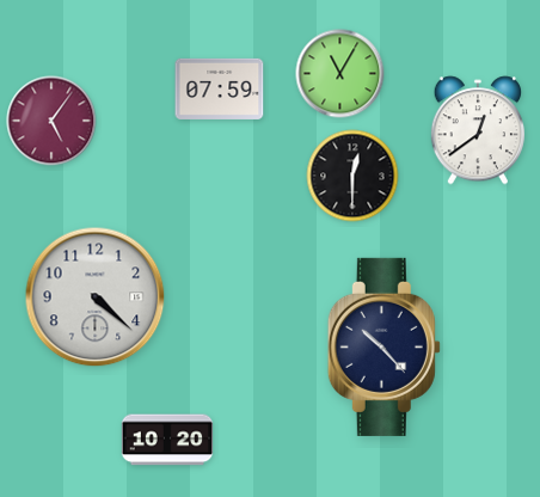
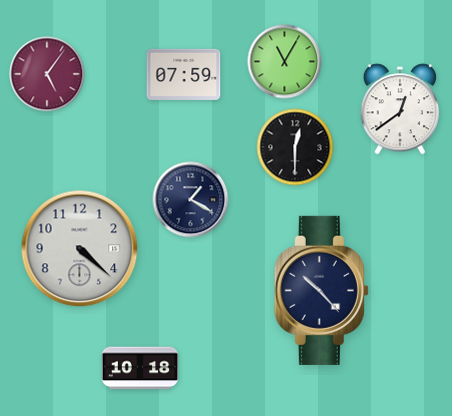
clock at (51, 121) position: (51, 121) -> (47, 74)
clock at (191, 200): none -> 1:20
clock at (167, 440): 10:20 -> 10:18
